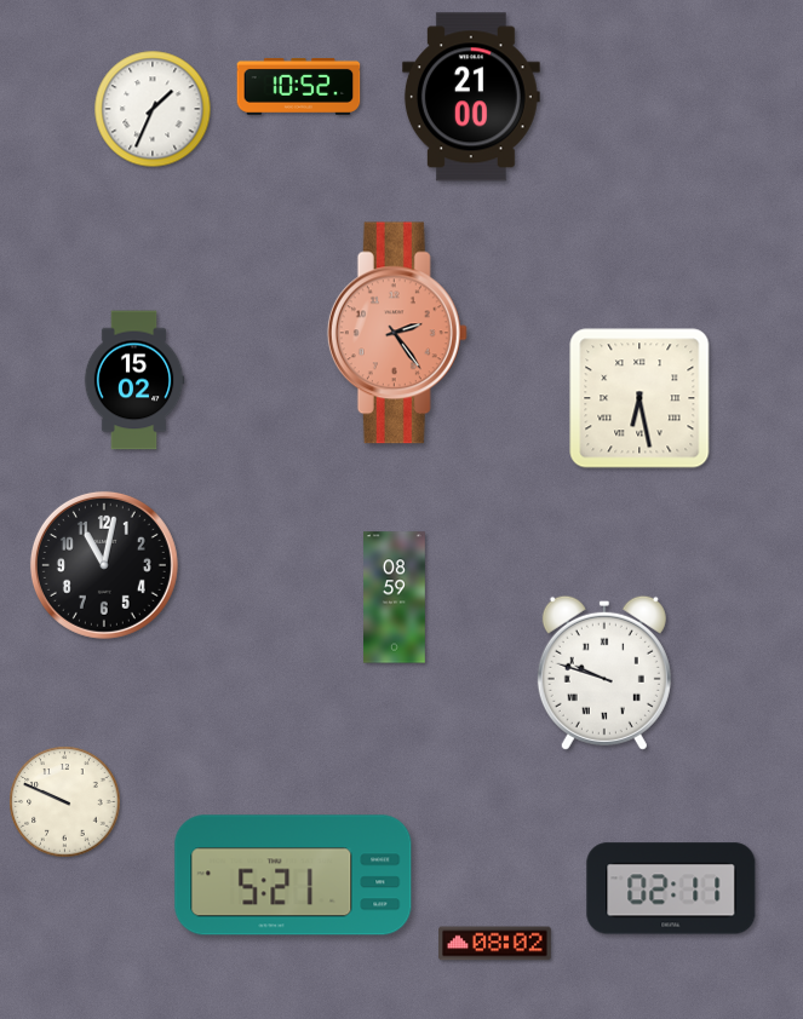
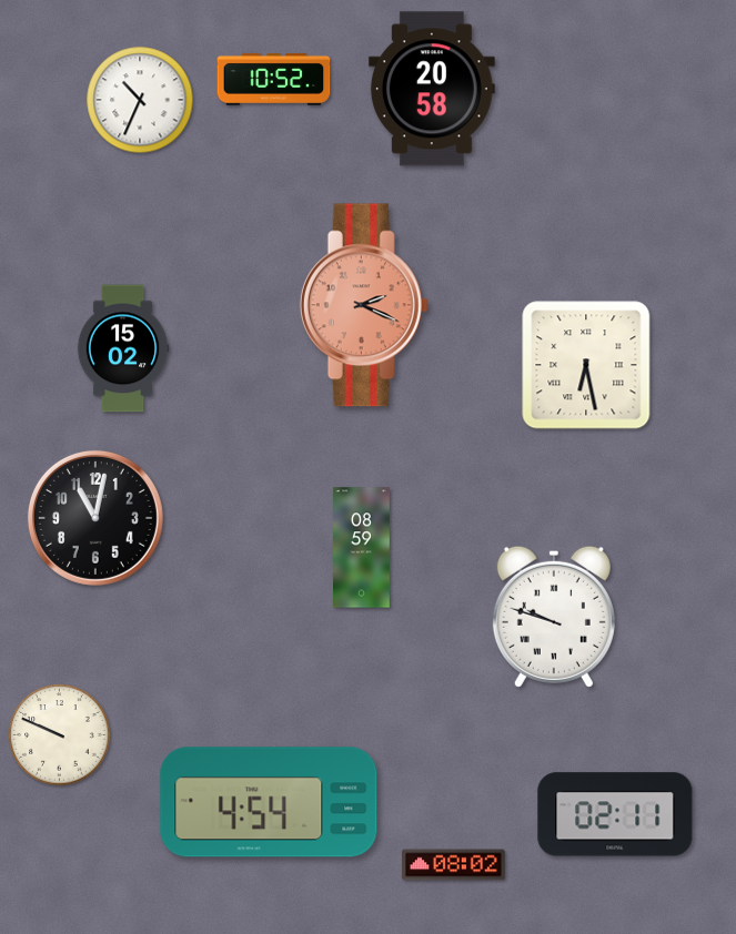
clock at (471, 97): 21:00 -> 20:58
clock at (153, 109): 1:34 -> 10:34
clock at (397, 333): 2:24 -> 2:19
clock at (293, 875): 5:21 -> 4:54
